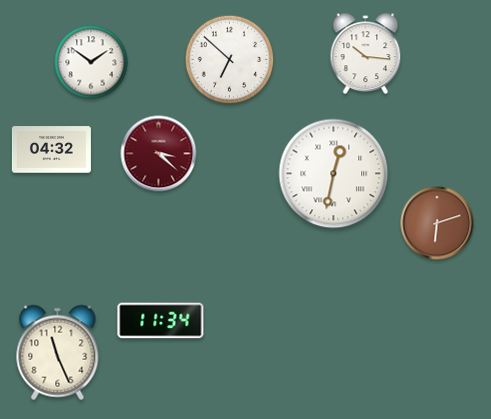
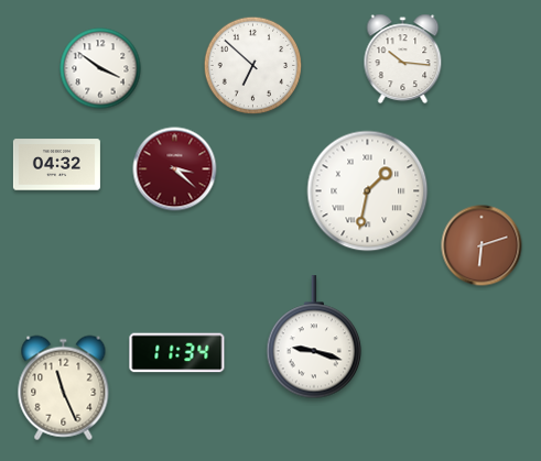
clock at (91, 62): 1:51 -> 3:51
clock at (334, 174): 12:32 -> 1:32
clock at (314, 338): none -> 9:18
